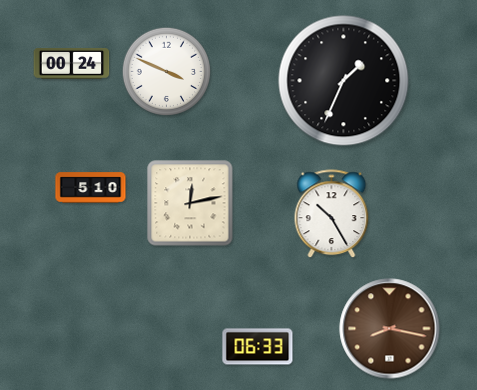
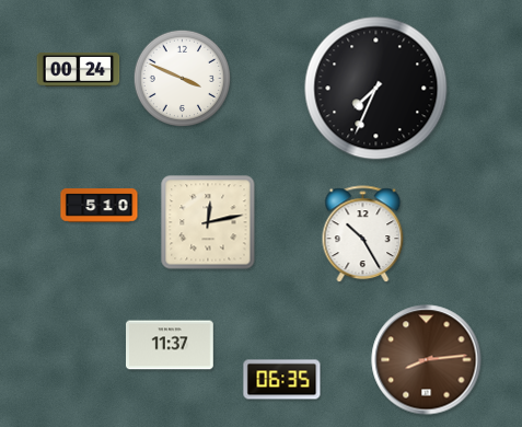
clock at (344, 81): 1:34 -> 7:34
clock at (171, 345): none -> 11:37
clock at (390, 329): 8:17 -> 8:14
clock at (258, 347): 06:33 -> 06:35
